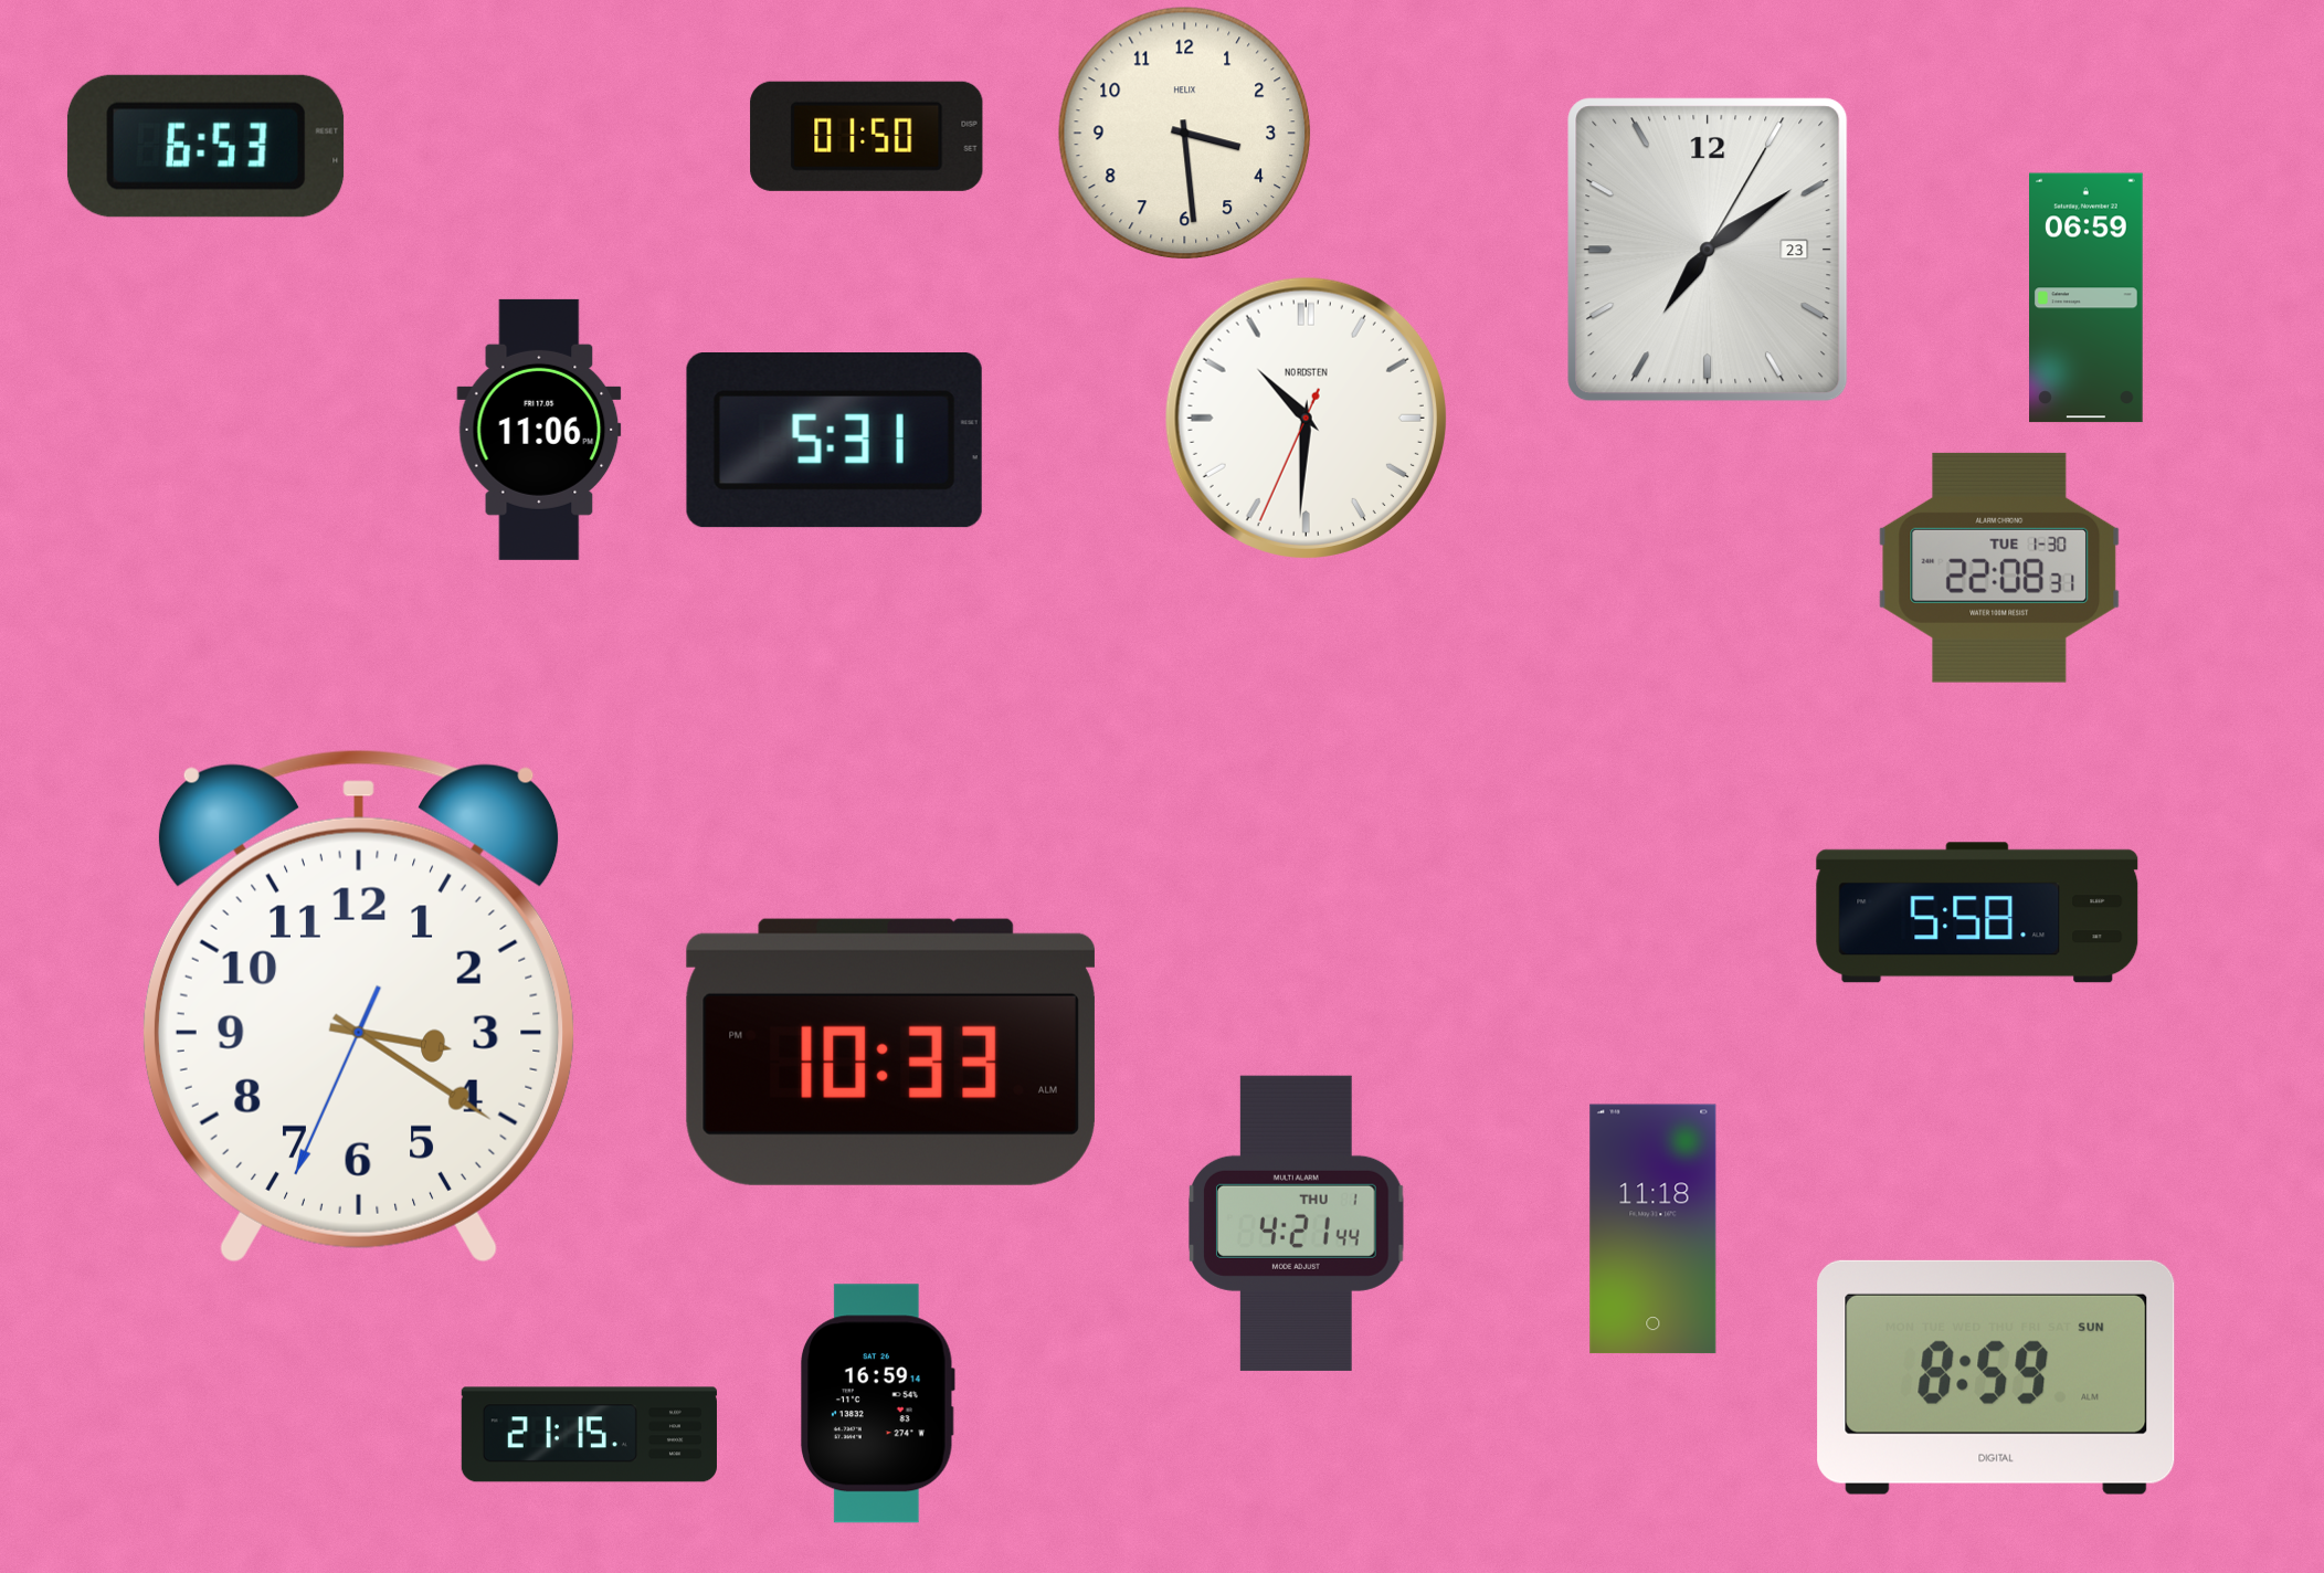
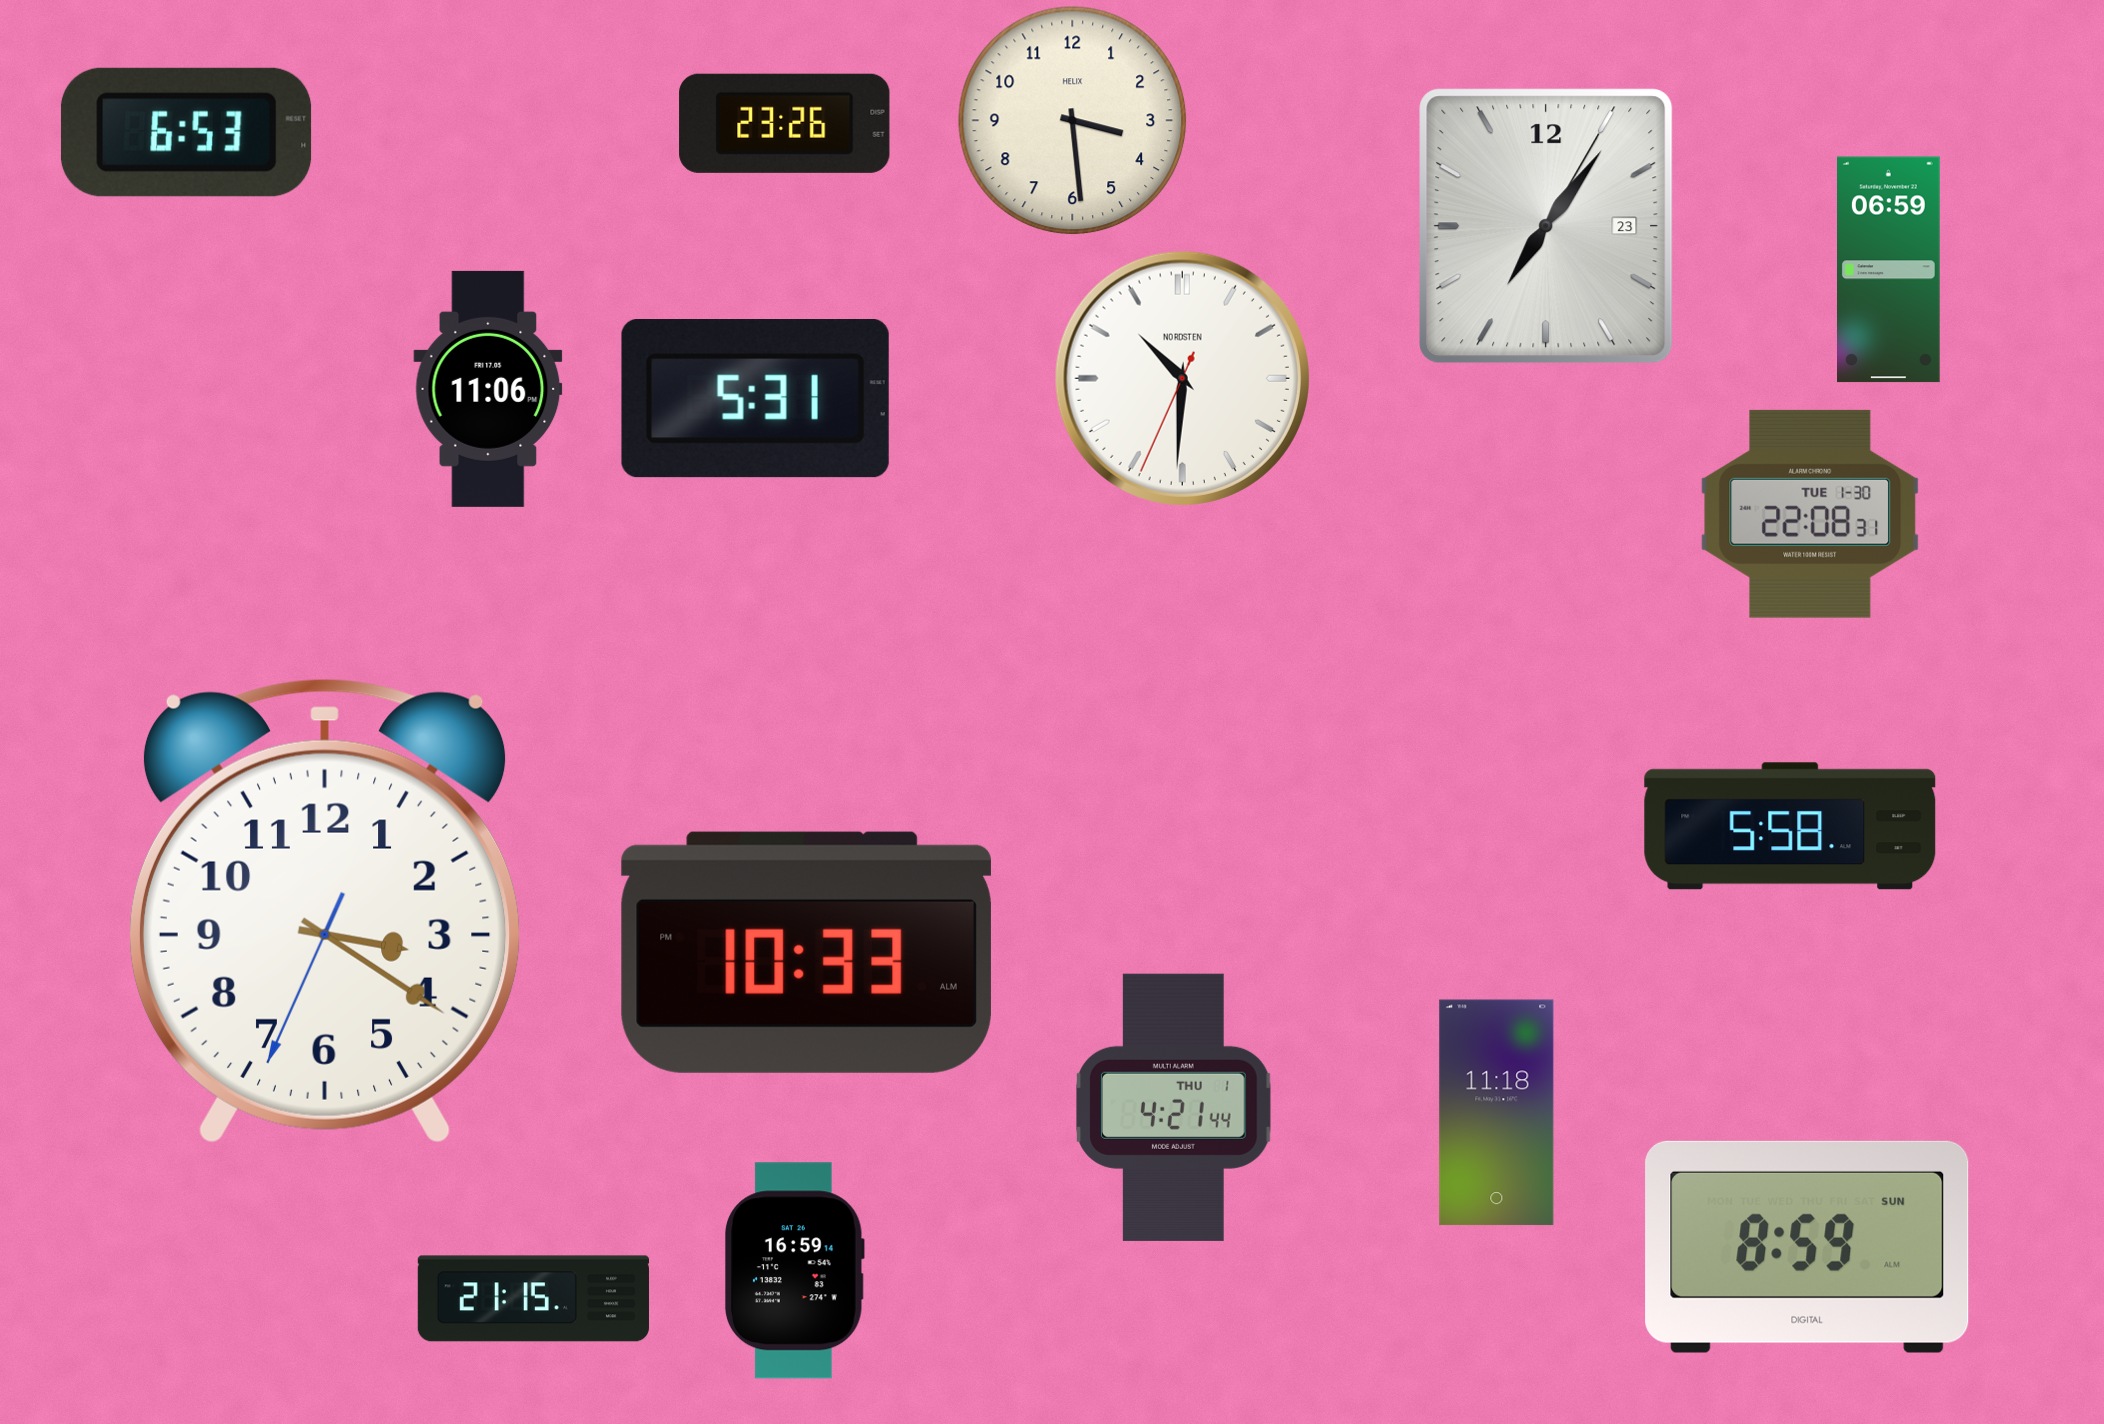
clock at (867, 136): 01:50 -> 23:26
clock at (1708, 250): 7:09 -> 7:06
